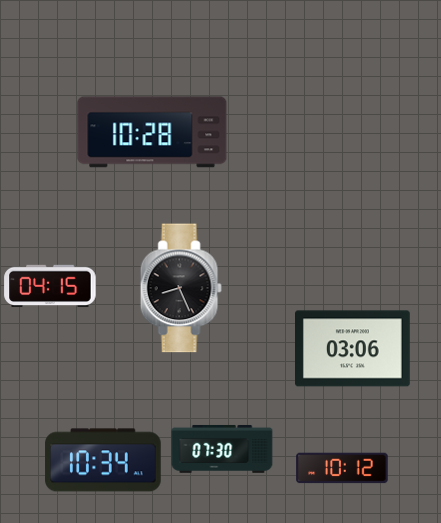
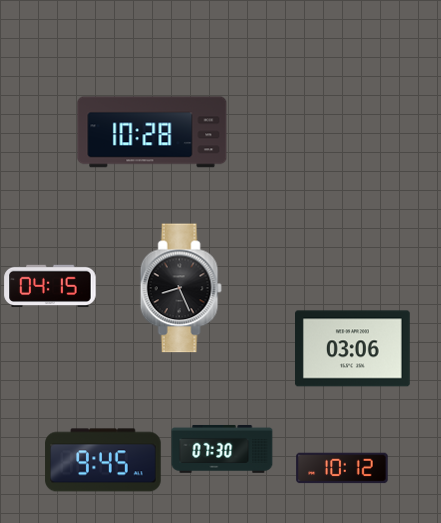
clock at (103, 460): 10:34 -> 9:45
